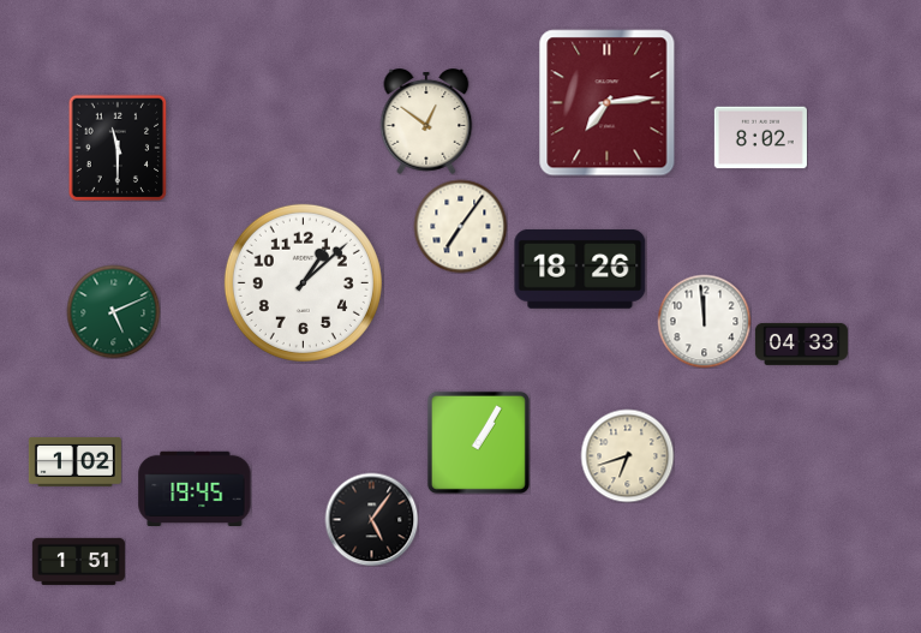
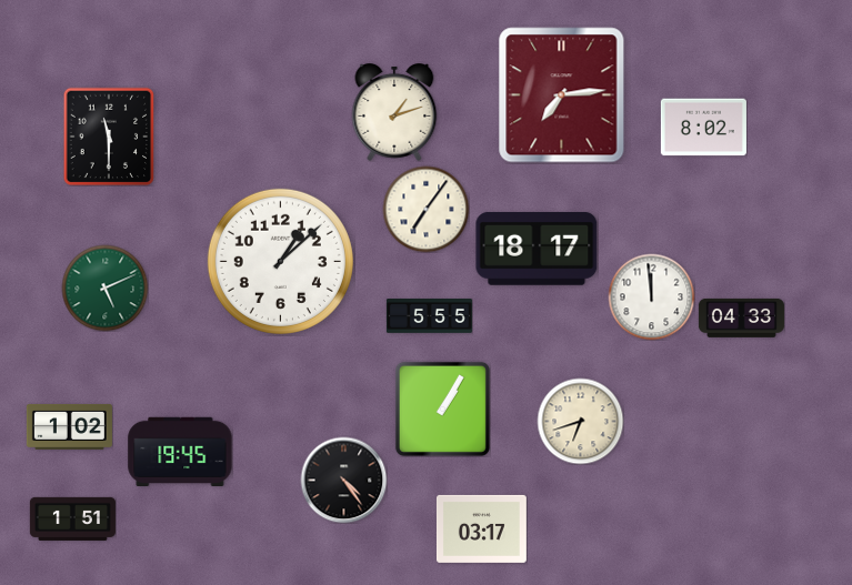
clock at (426, 123): 12:51 -> 1:12
clock at (580, 269): 18:26 -> 18:17
clock at (429, 316): none -> 5:55
clock at (371, 519): 5:06 -> 4:24
clock at (481, 528): none -> 03:17
